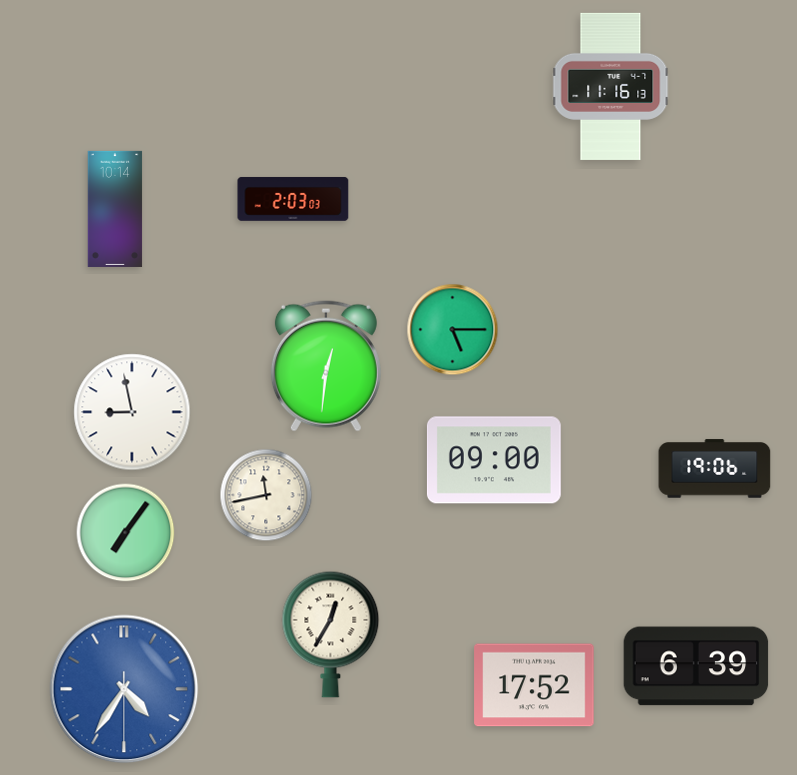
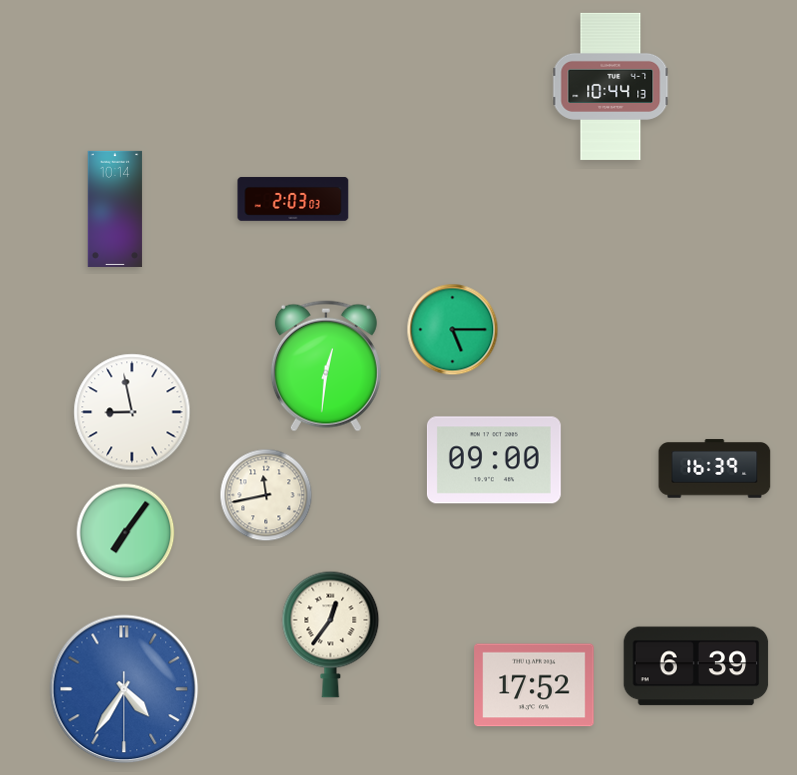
clock at (611, 86): 11:16 -> 10:44
clock at (715, 469): 19:06 -> 16:39
clock at (331, 634): 12:35 -> 12:36
